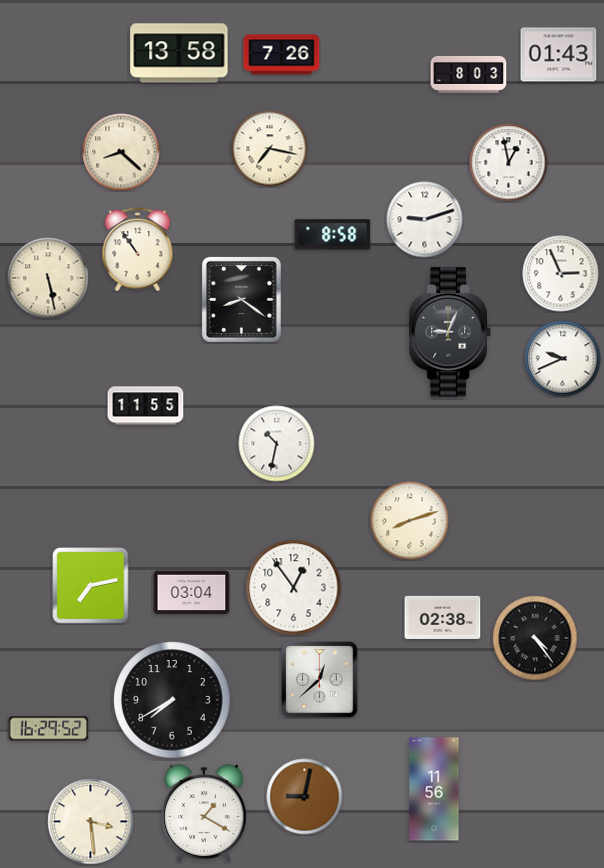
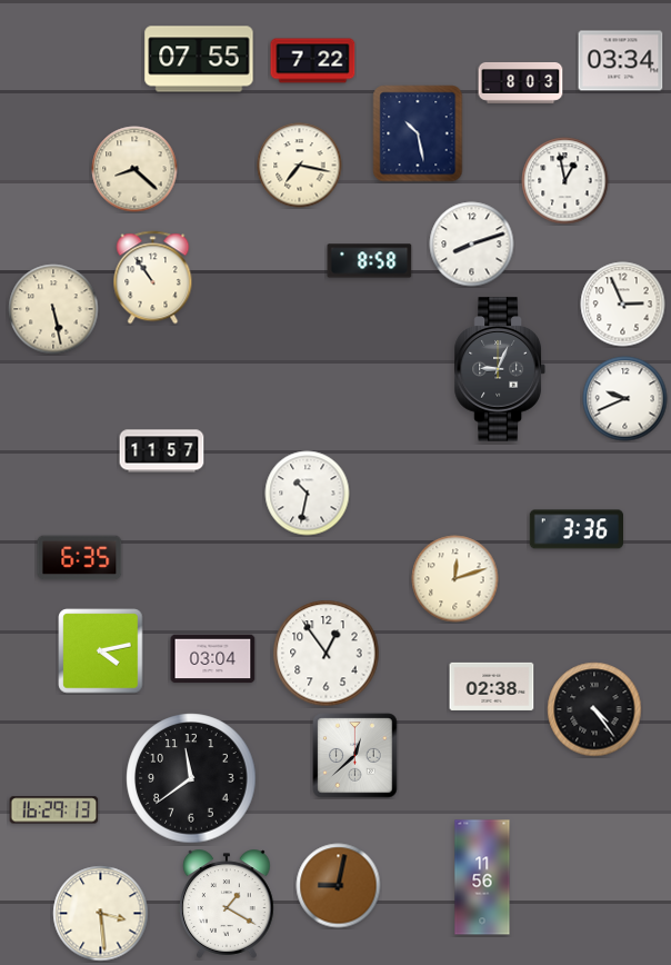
clock at (179, 53): 13:58 -> 07:55
clock at (282, 55): 7:26 -> 7:22
clock at (559, 55): 01:43 -> 03:34
clock at (418, 133): none -> 10:28
clock at (425, 220): 9:12 -> 8:12
clock at (241, 299): 8:21 -> none
clock at (146, 406): 11:55 -> 11:57
clock at (575, 529): none -> 3:36
clock at (80, 558): none -> 6:35
clock at (410, 521): 8:12 -> 12:12
clock at (91, 586): 7:13 -> 4:13
clock at (172, 700): 7:40 -> 11:39
clock at (49, 729): 16:29:52 -> 16:29:13
